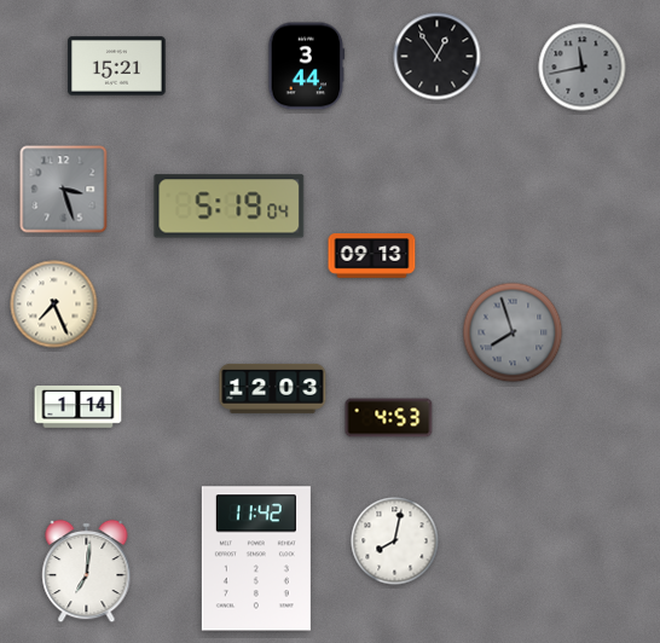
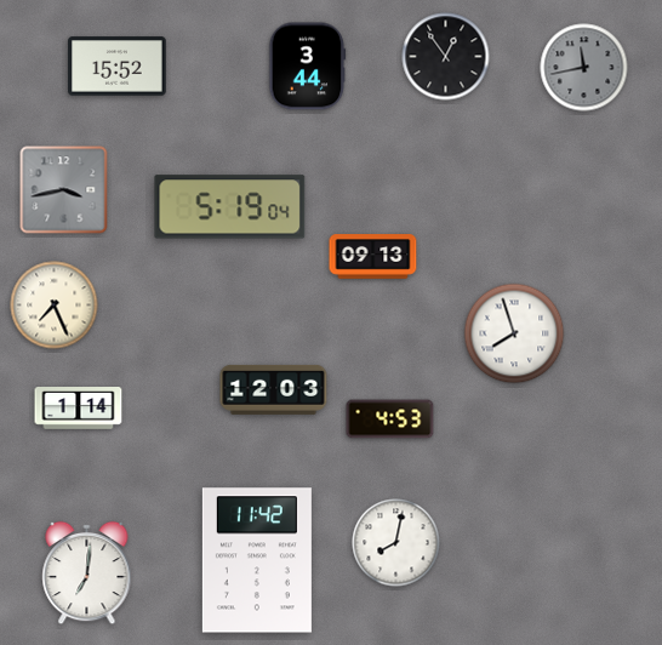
clock at (438, 57) position: (438, 57) -> (446, 57)
clock at (117, 66): 15:21 -> 15:52
clock at (64, 190): 3:27 -> 3:43
clock at (513, 332) dial: grey -> white
